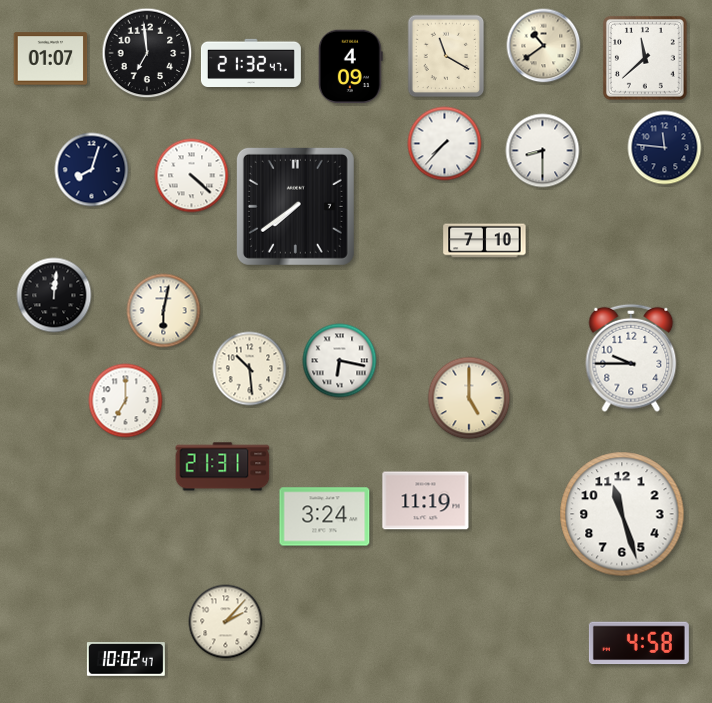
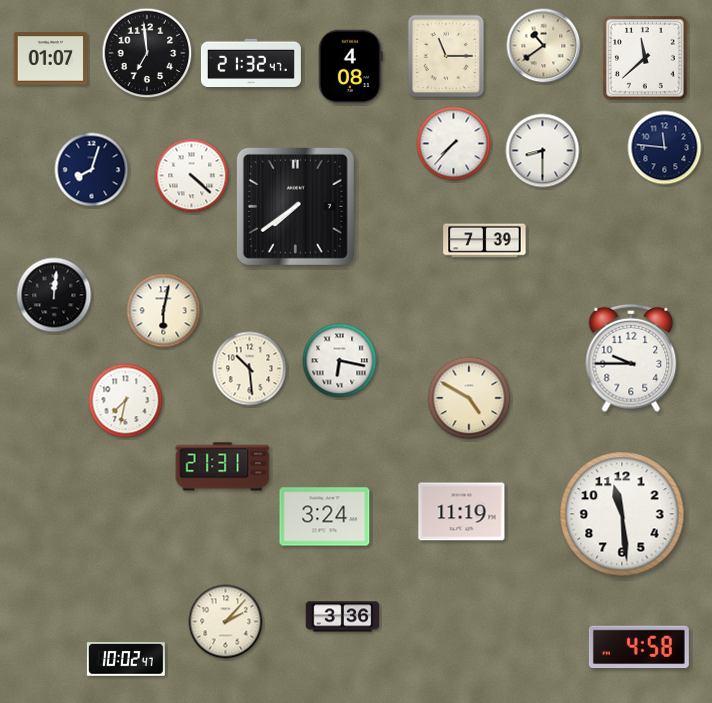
clock at (446, 56): 11:20 -> 11:15
clock at (350, 67): 4:09 -> 4:08
clock at (445, 144) position: (445, 144) -> (454, 144)
clock at (485, 241): 7:10 -> 7:39
clock at (469, 398): 5:00 -> 4:50
clock at (126, 401): 7:00 -> 7:32
clock at (426, 501) position: (426, 501) -> (462, 512)
clock at (622, 514): 11:27 -> 11:29
clock at (343, 617): none -> 3:36
clock at (639, 643) position: (639, 643) -> (639, 647)
